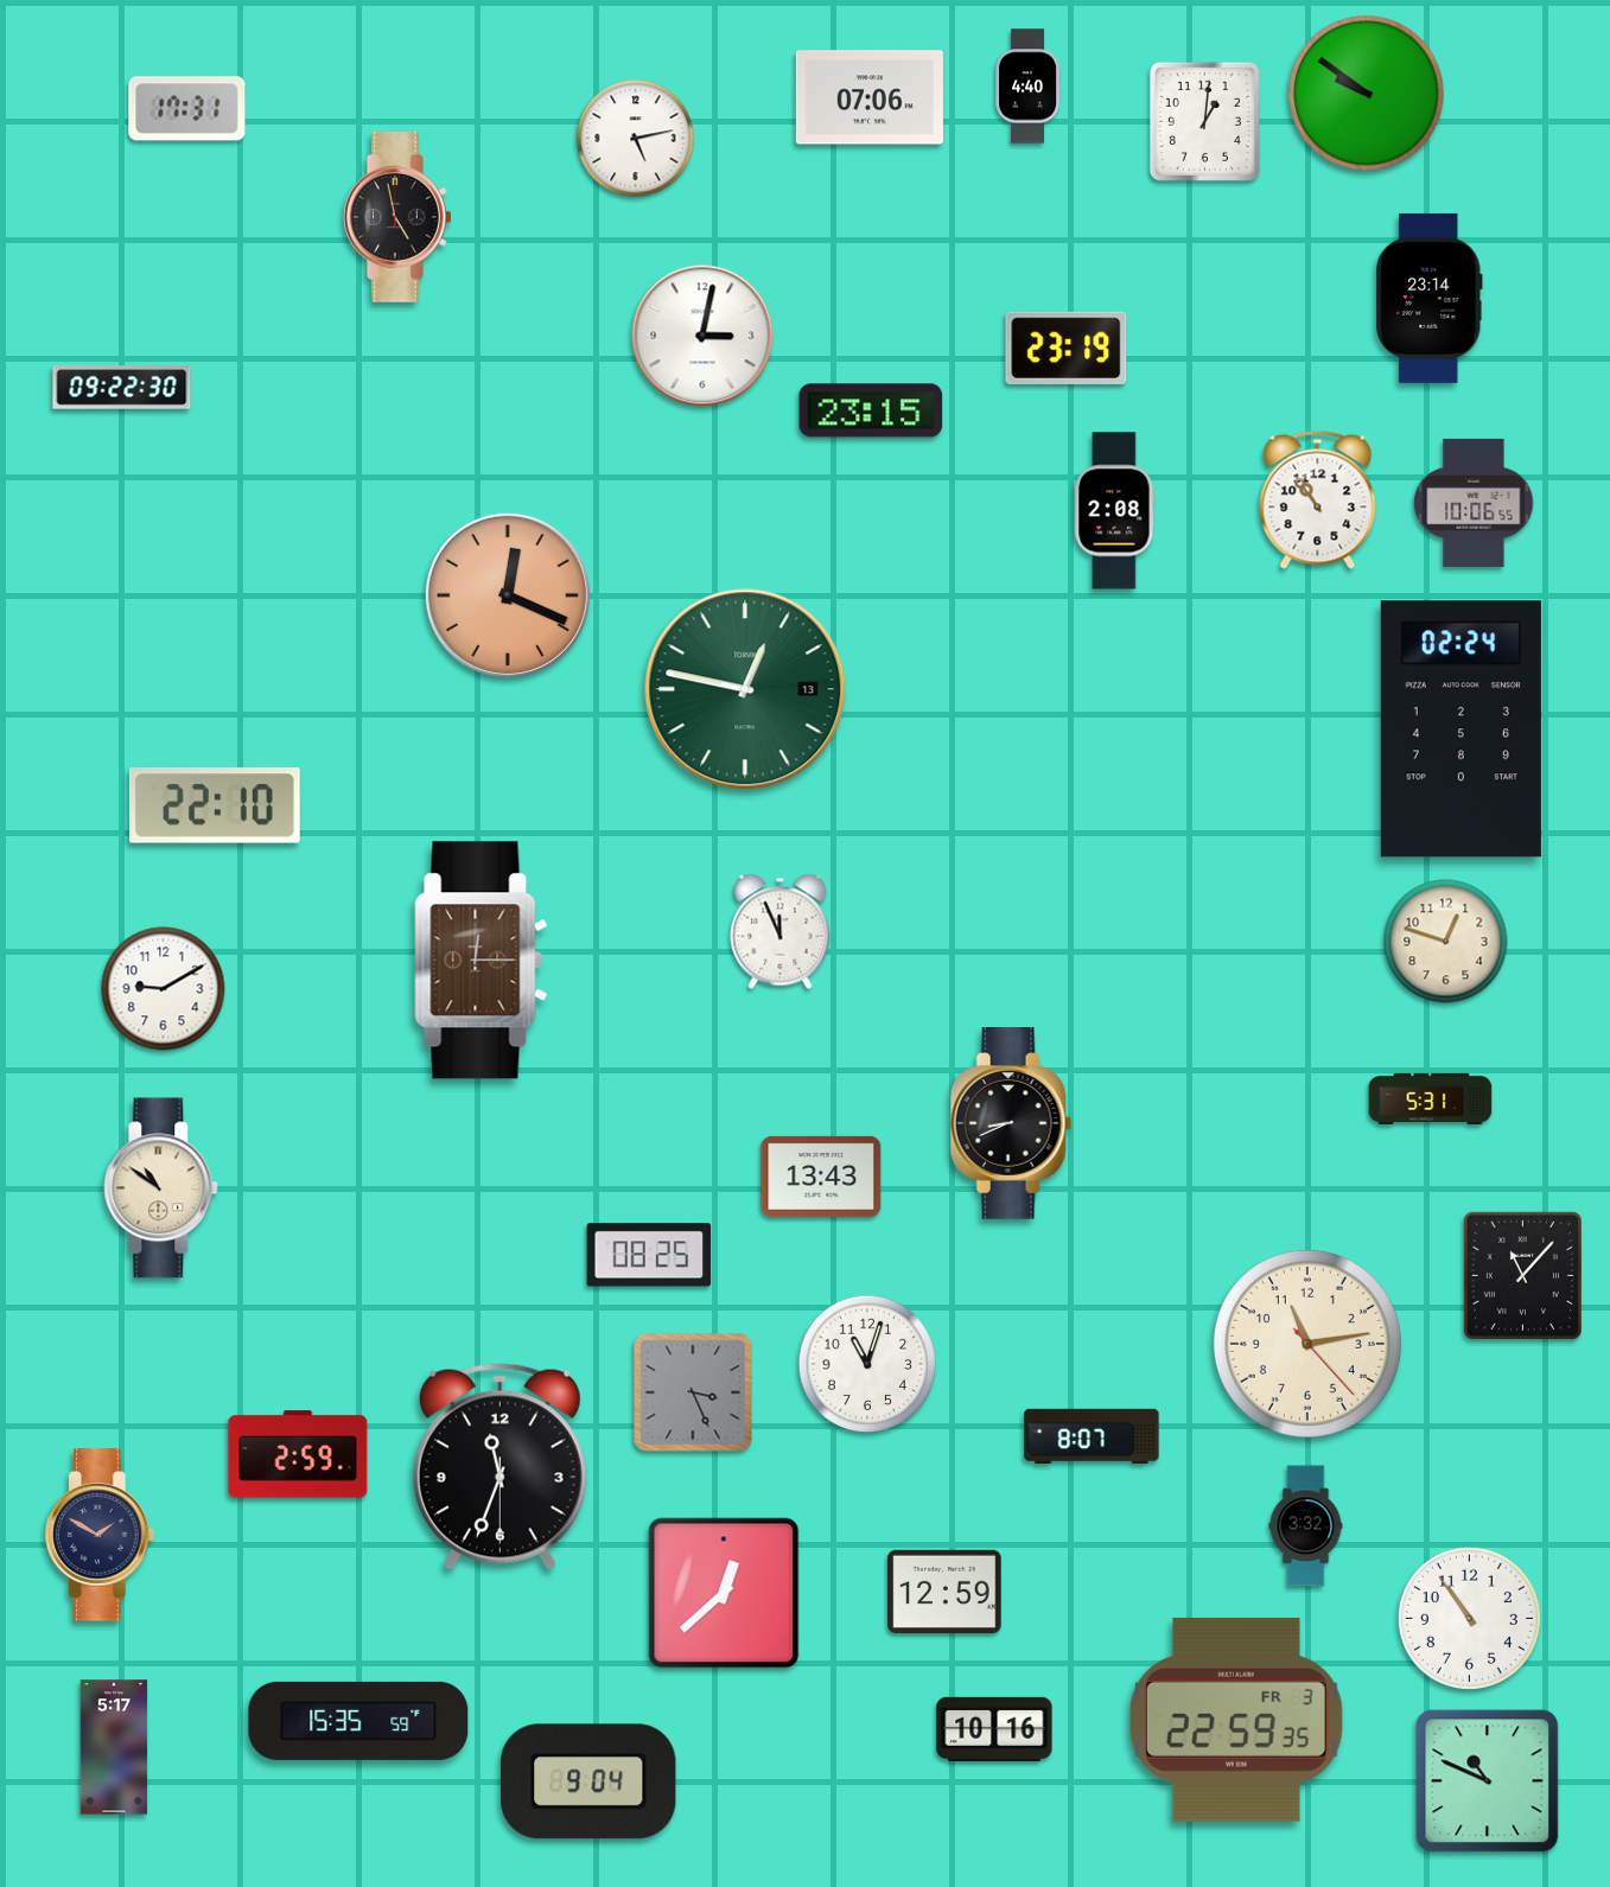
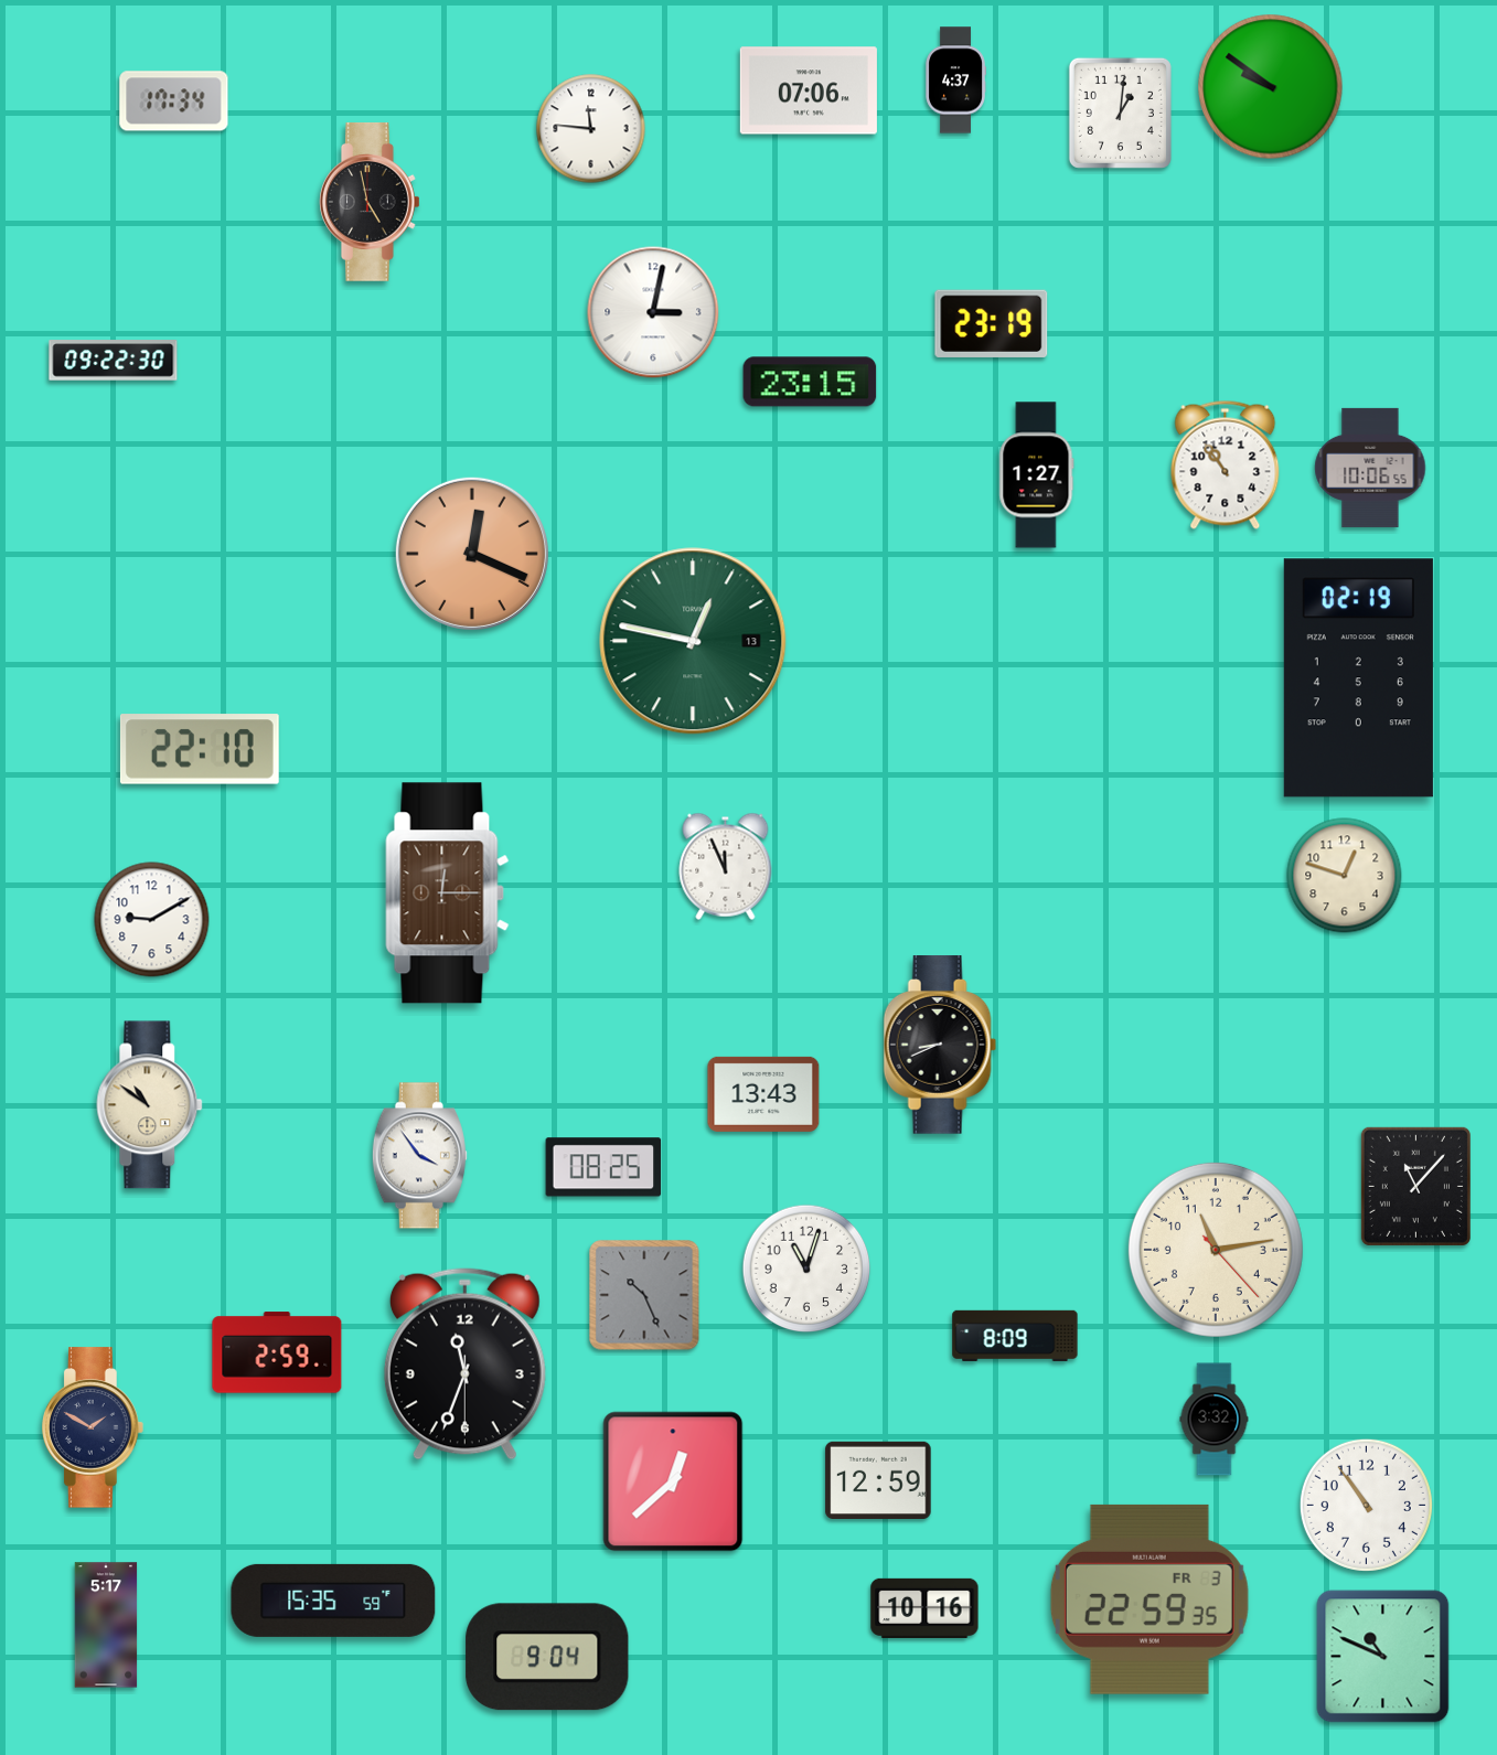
clock at (1027, 87): 4:40 -> 4:37
clock at (187, 109): 17:31 -> 17:34
clock at (636, 139): 5:13 -> 11:46
clock at (1428, 298): 23:14 -> none
clock at (1115, 511): 2:08 -> 1:27
clock at (1461, 729): 02:24 -> 02:19
clock at (1431, 1098): 5:31 -> none
clock at (419, 1156): none -> 3:54
clock at (693, 1392): 3:26 -> 10:26
clock at (1092, 1436): 8:07 -> 8:09
